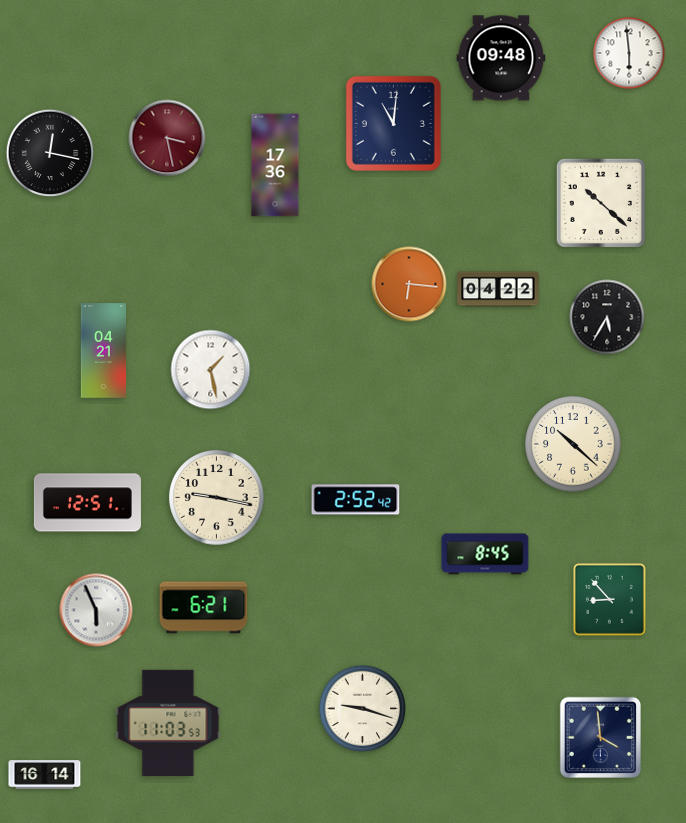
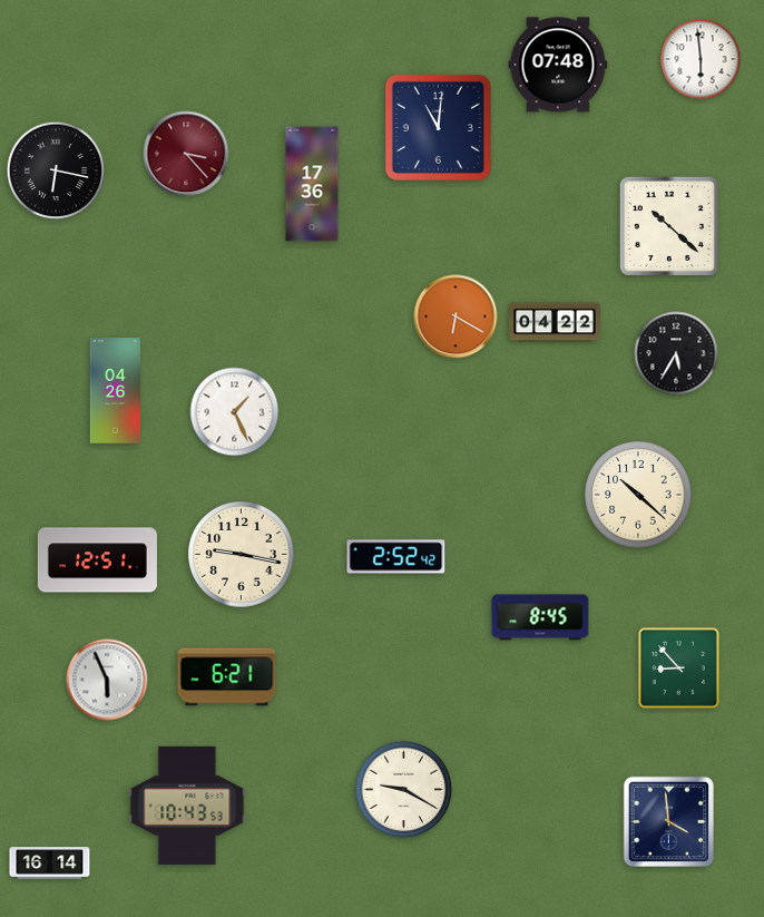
clock at (501, 58): 09:48 -> 07:48
clock at (393, 123) position: (393, 123) -> (438, 127)
clock at (167, 138): 3:28 -> 3:23
clock at (50, 153): 12:17 -> 6:17
clock at (275, 165) position: (275, 165) -> (312, 184)
clock at (409, 284): 6:16 -> 6:20
clock at (104, 351): 04:21 -> 04:26
clock at (211, 370): 1:28 -> 1:26
clock at (363, 709): 9:18 -> 9:20
clock at (168, 723): 11:03 -> 10:43
